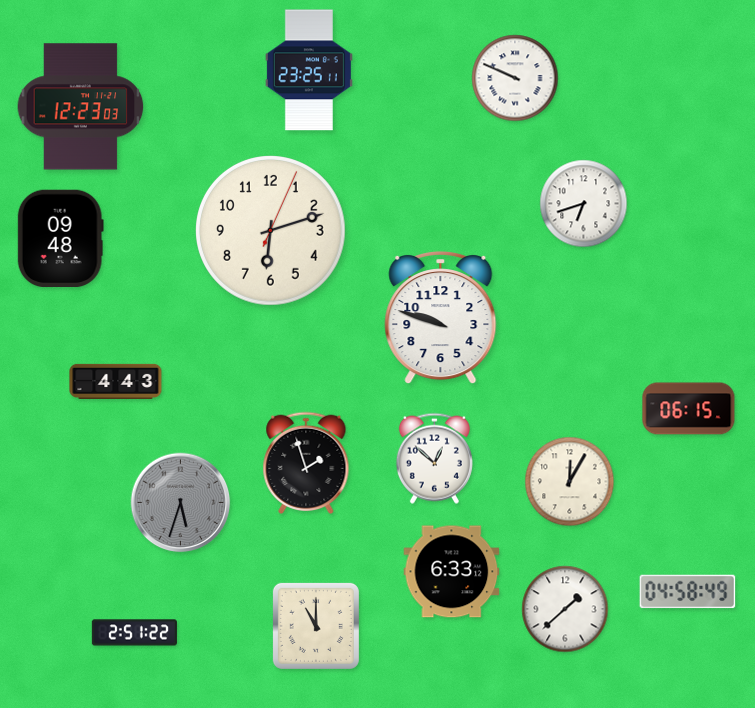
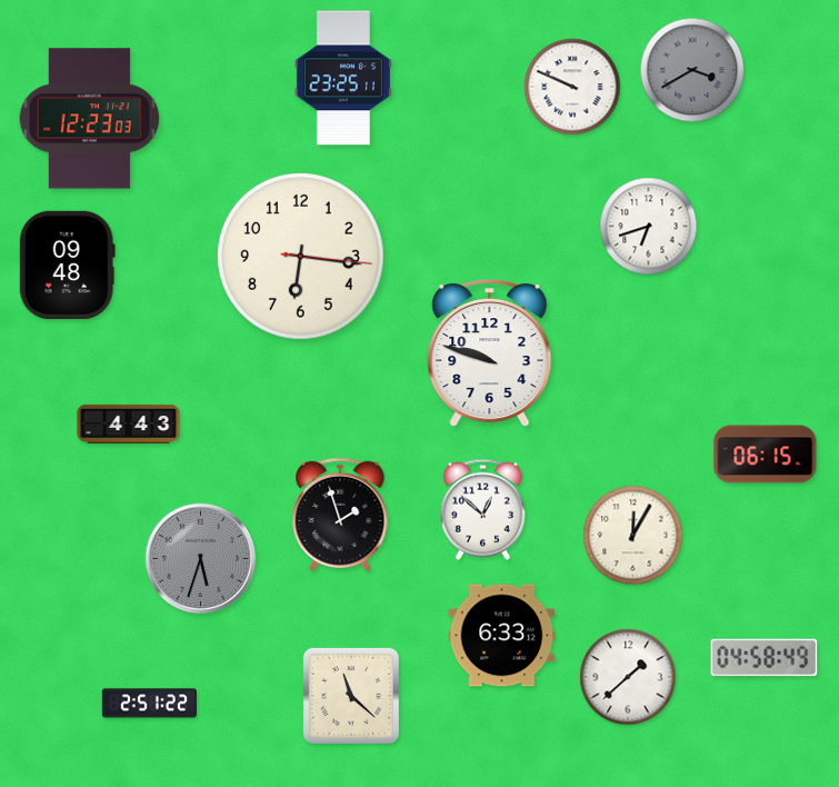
clock at (692, 70): none -> 3:40
clock at (271, 231): 6:12 -> 6:16
clock at (316, 626): 11:00 -> 11:22
